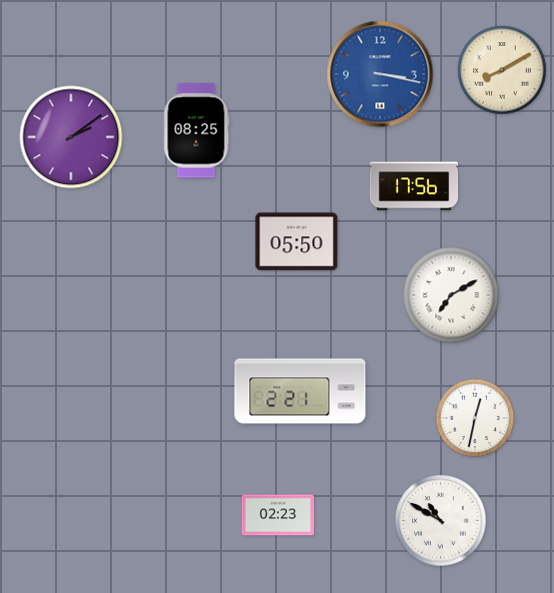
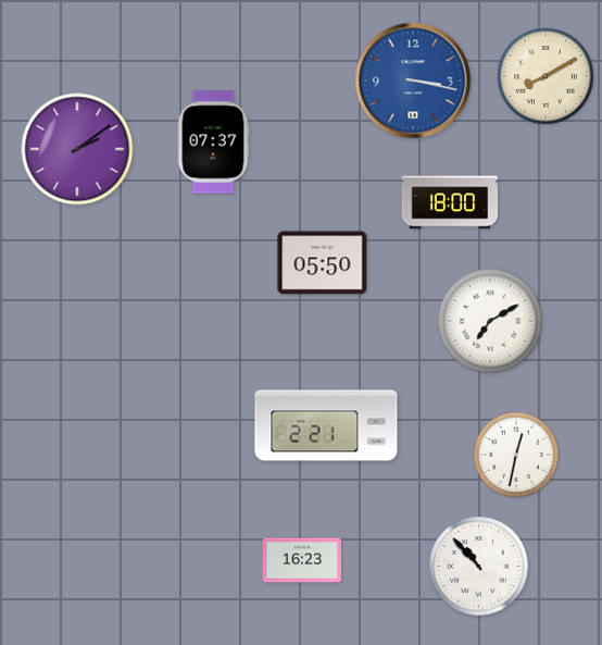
clock at (196, 131): 08:25 -> 07:37
clock at (414, 186): 17:56 -> 18:00
clock at (278, 515): 02:23 -> 16:23
clock at (441, 521): 10:50 -> 10:53
